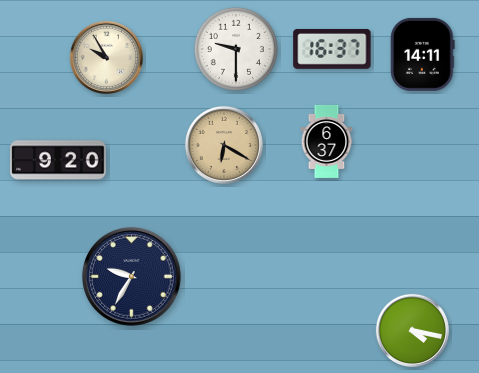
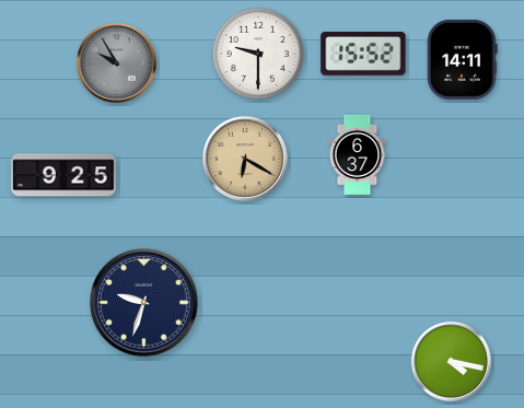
clock at (332, 49): 16:37 -> 15:52
clock at (106, 57) dial: cream -> grey
clock at (58, 160): 9:20 -> 9:25
clock at (132, 277): 9:35 -> 9:33
